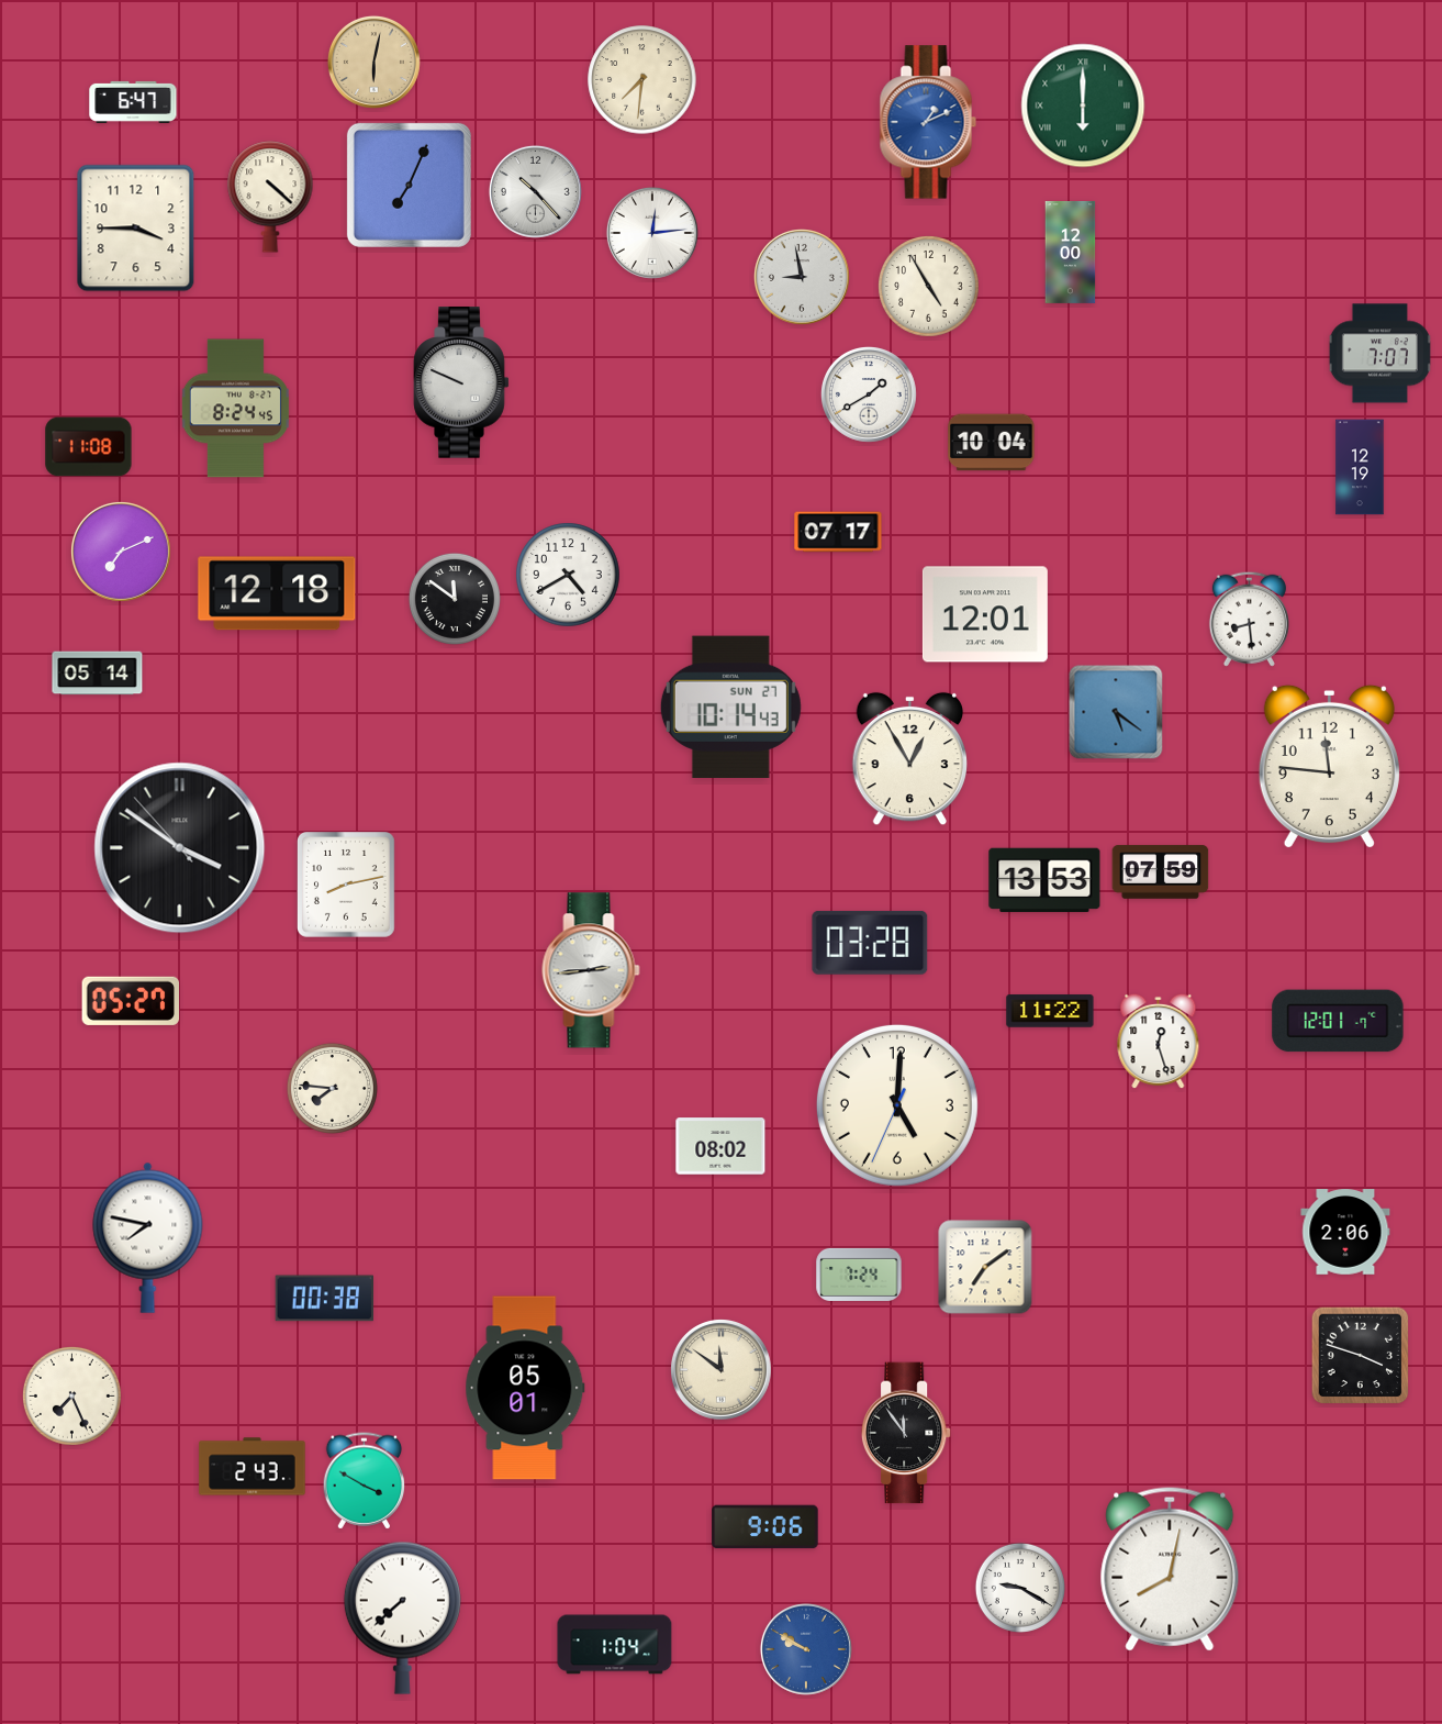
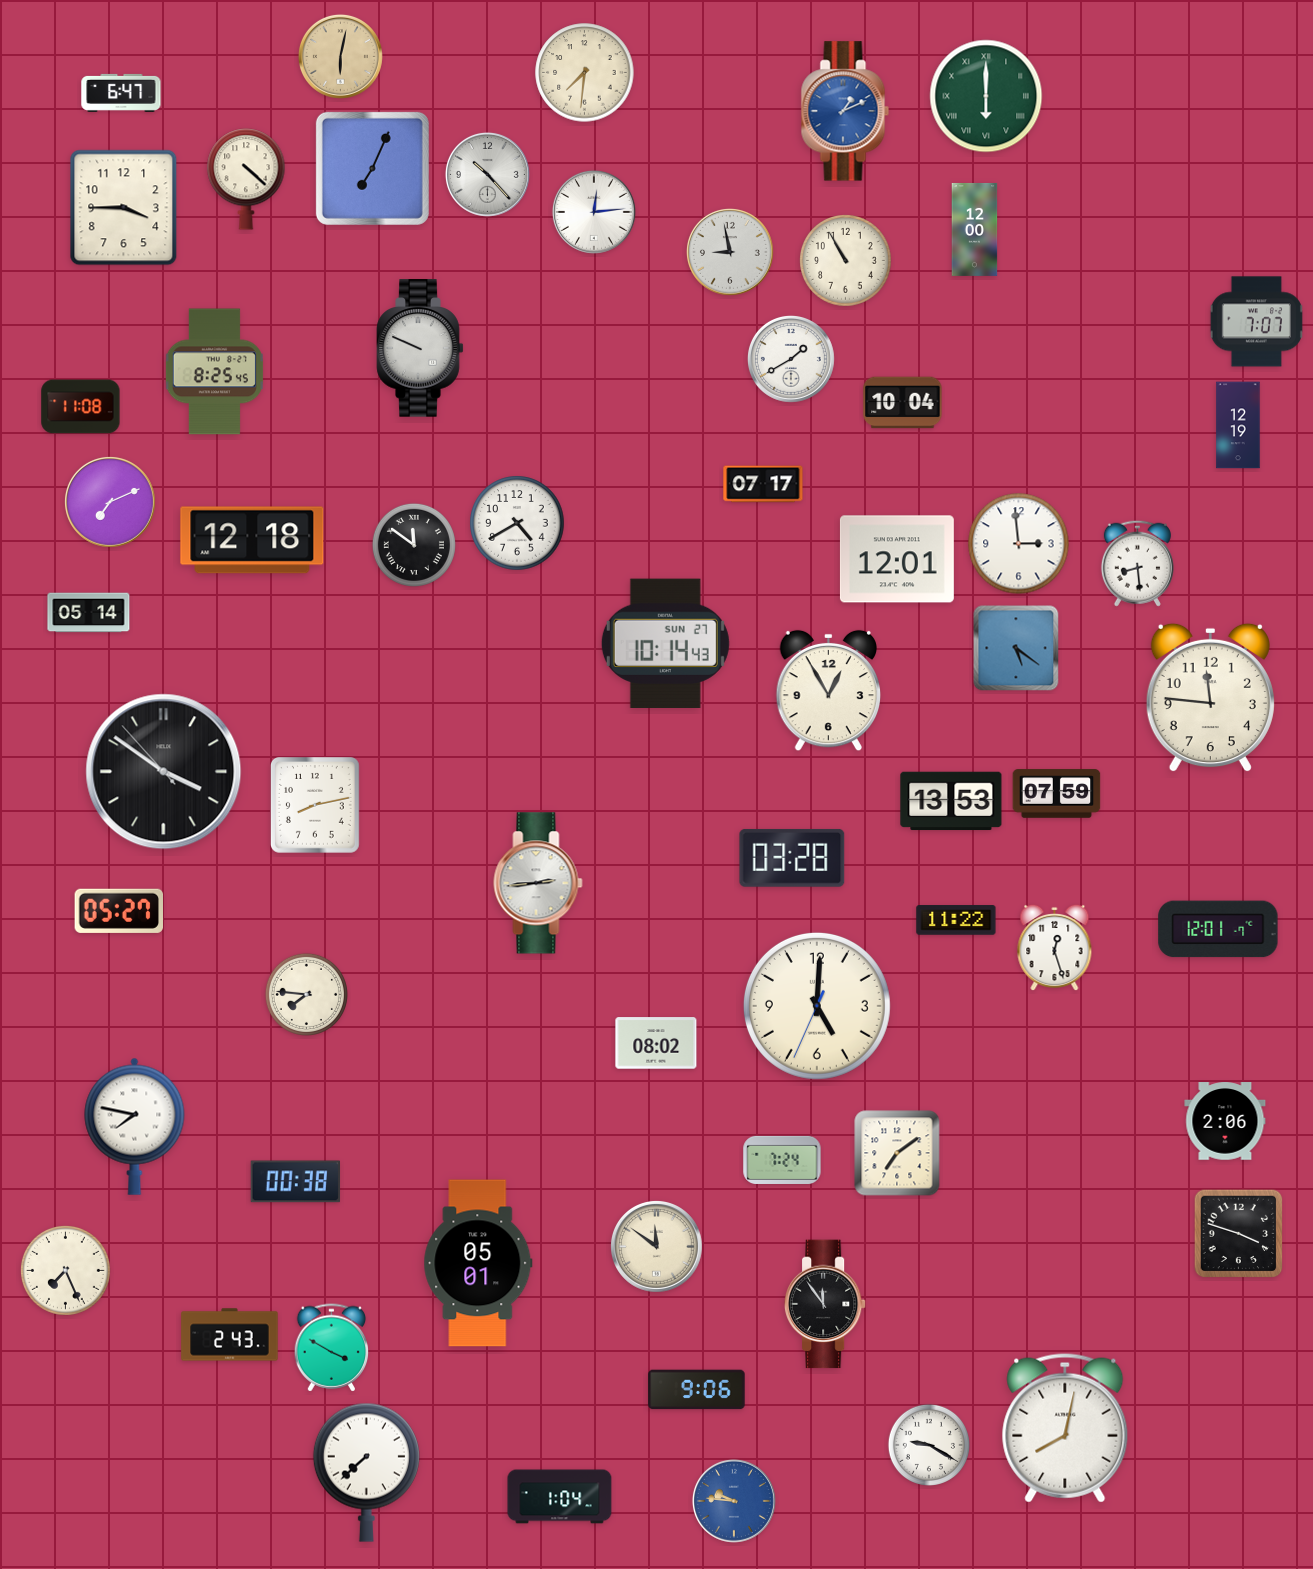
clock at (929, 287): 4:55 -> 10:55
clock at (235, 409): 8:24 -> 8:25
clock at (1019, 544): none -> 2:59
clock at (332, 1088) position: (332, 1088) -> (306, 994)
clock at (806, 1649): 9:50 -> 9:46
